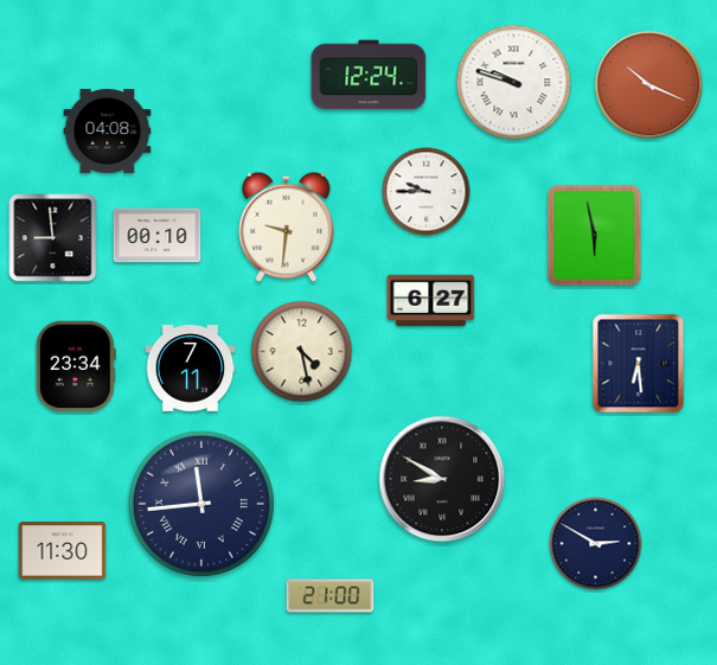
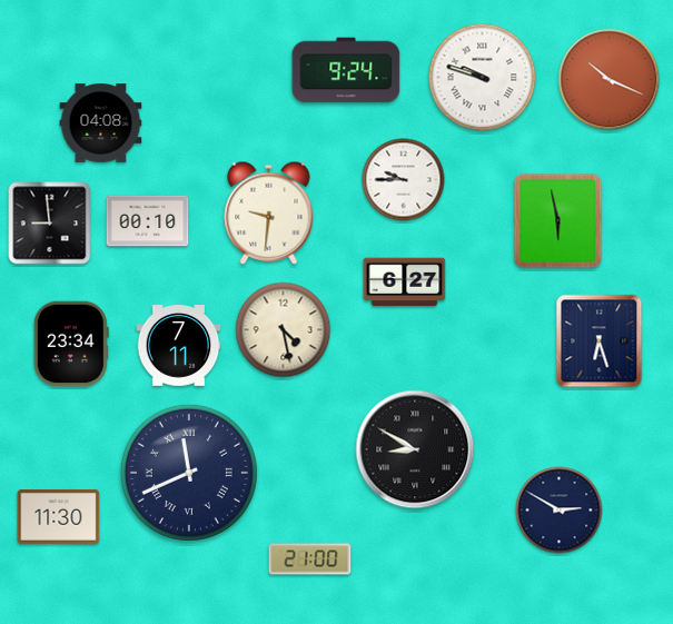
clock at (369, 75): 12:24 -> 9:24
clock at (427, 192) position: (427, 192) -> (404, 180)
clock at (639, 364): 6:29 -> 6:27
clock at (201, 504): 11:44 -> 11:41
